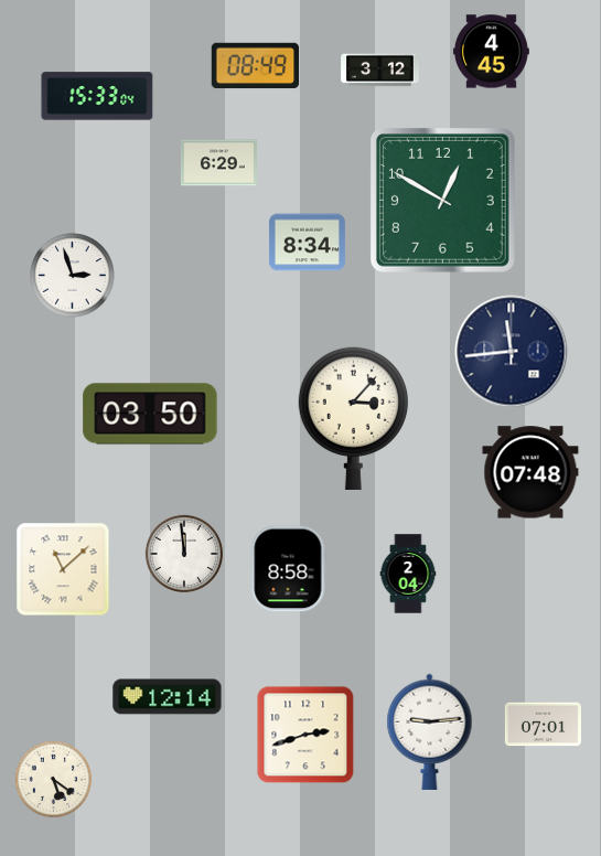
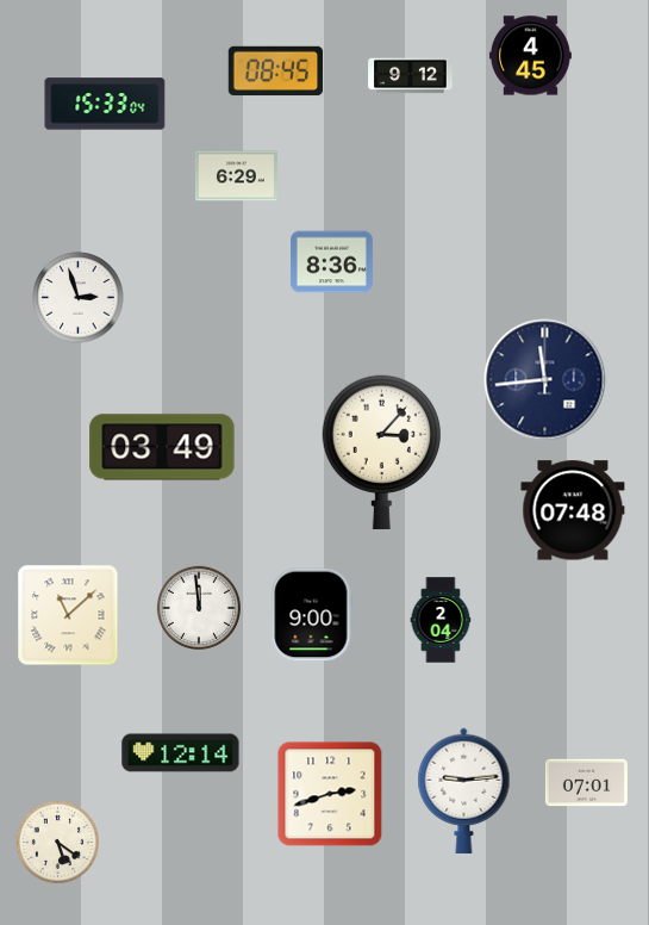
clock at (256, 66): 08:49 -> 08:45
clock at (380, 71): 3:12 -> 9:12
clock at (442, 200): 12:50 -> none
clock at (307, 243): 8:34 -> 8:36
clock at (512, 352) position: (512, 352) -> (545, 380)
clock at (150, 414): 03:50 -> 03:49
clock at (183, 553) position: (183, 553) -> (198, 607)
clock at (288, 569): 8:58 -> 9:00
